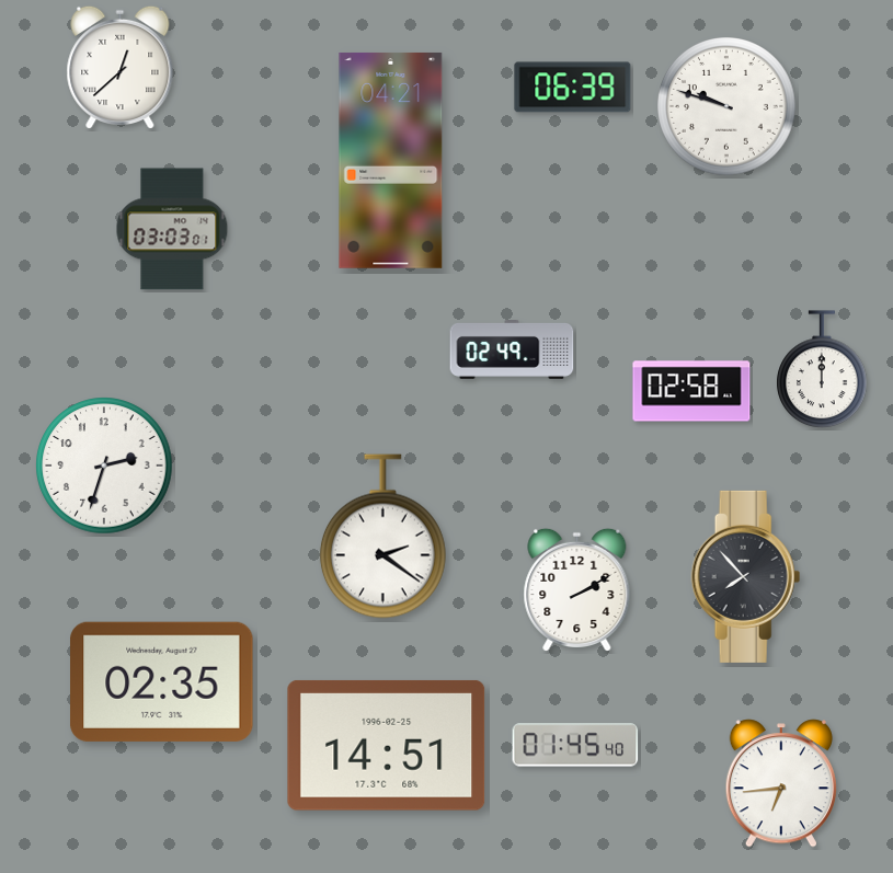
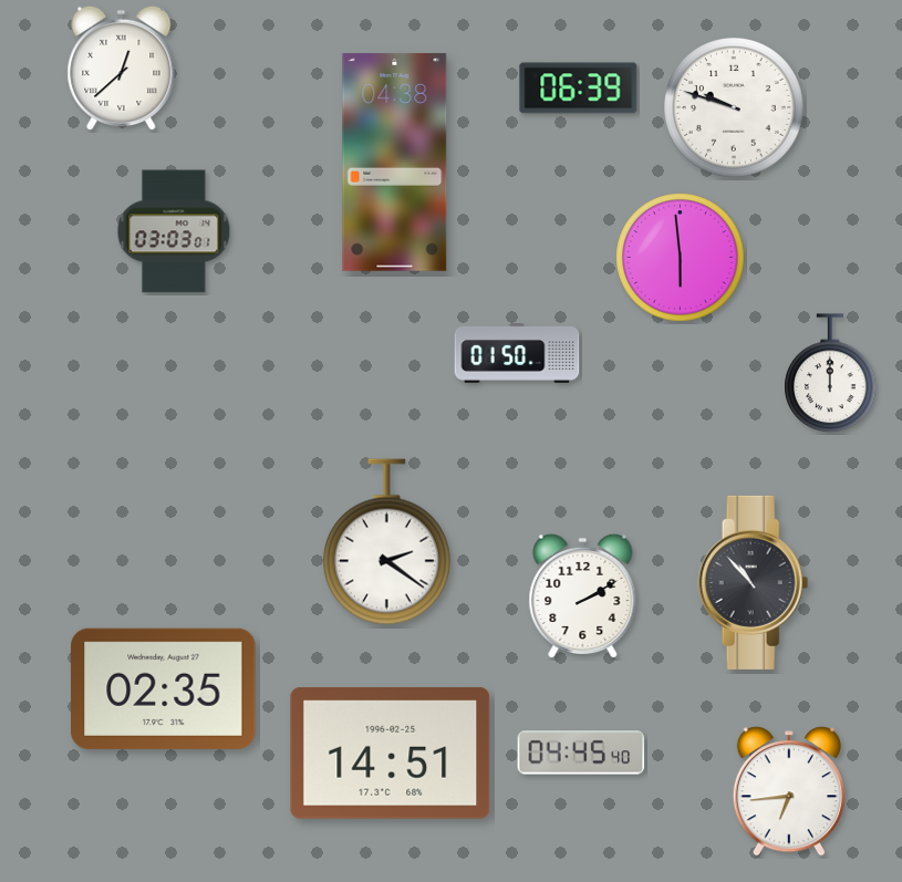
clock at (391, 160): 04:21 -> 04:38
clock at (681, 258): none -> 5:59
clock at (512, 351): 02:49 -> 01:50
clock at (691, 391): 02:58 -> none
clock at (104, 466): 2:33 -> none
clock at (746, 576): 7:53 -> 10:53
clock at (575, 745): 01:45 -> 04:45
